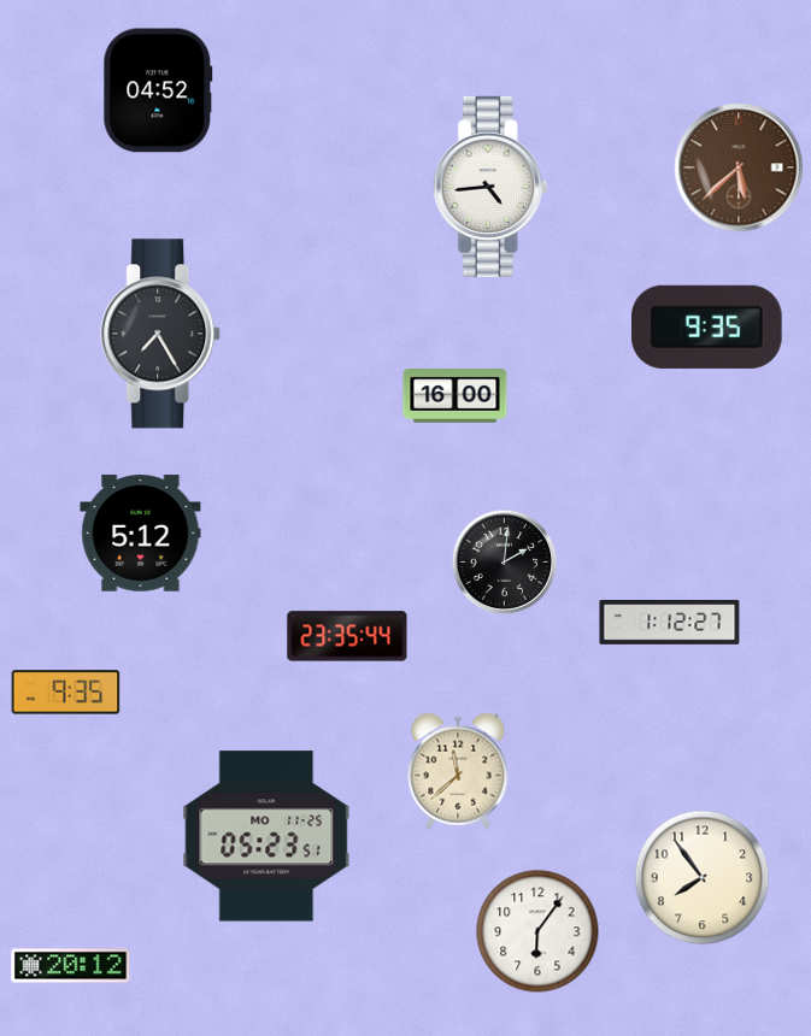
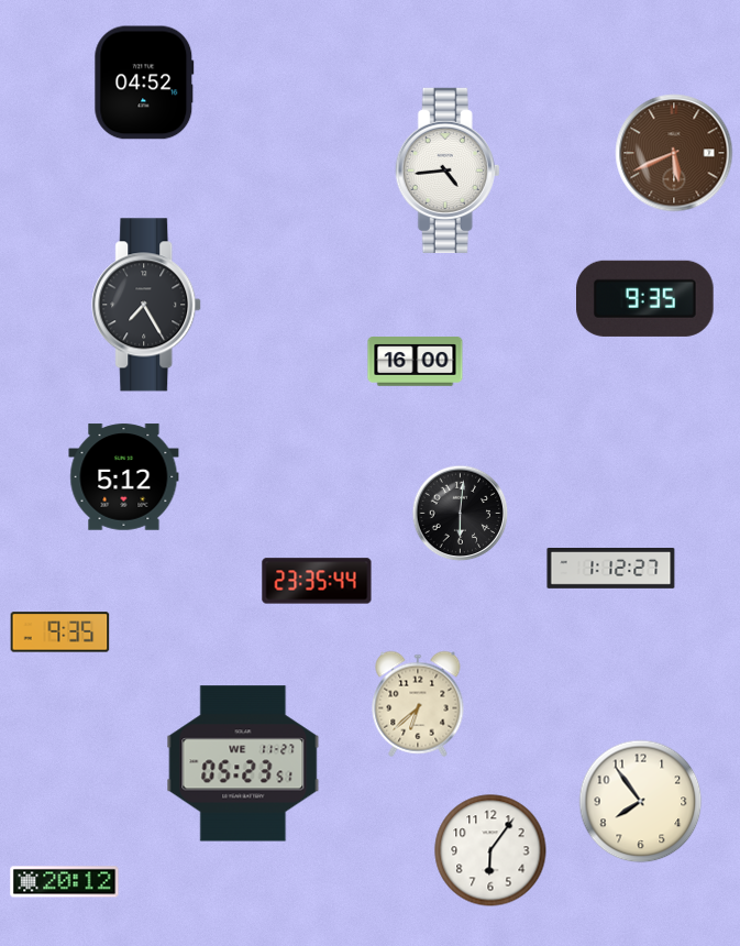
clock at (739, 167): 5:38 -> 5:41
clock at (141, 534) position: (141, 534) -> (124, 477)
clock at (505, 563): 2:01 -> 6:01
clock at (458, 771): 11:38 -> 6:38
clock at (266, 836) date: MO 11-25 -> WE 11-27
